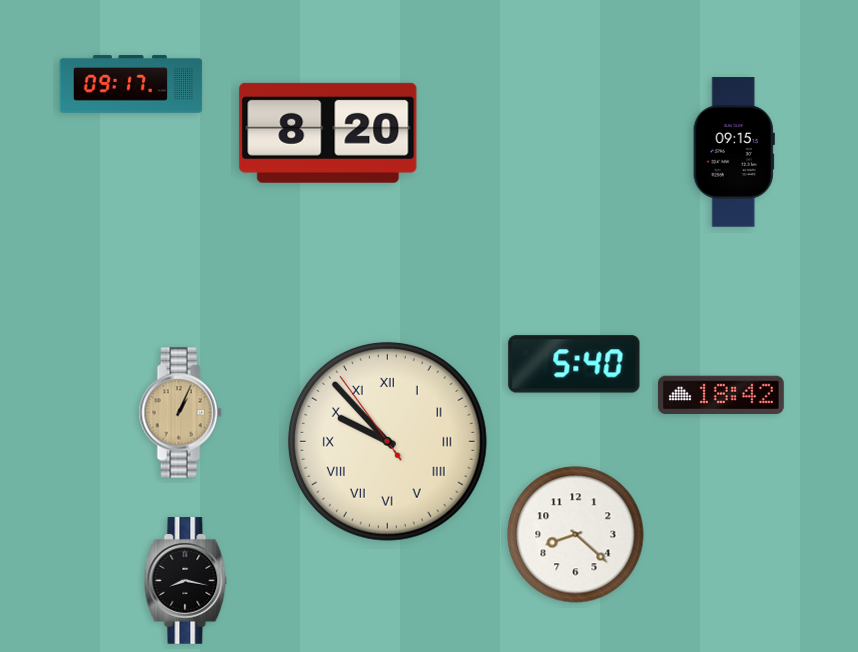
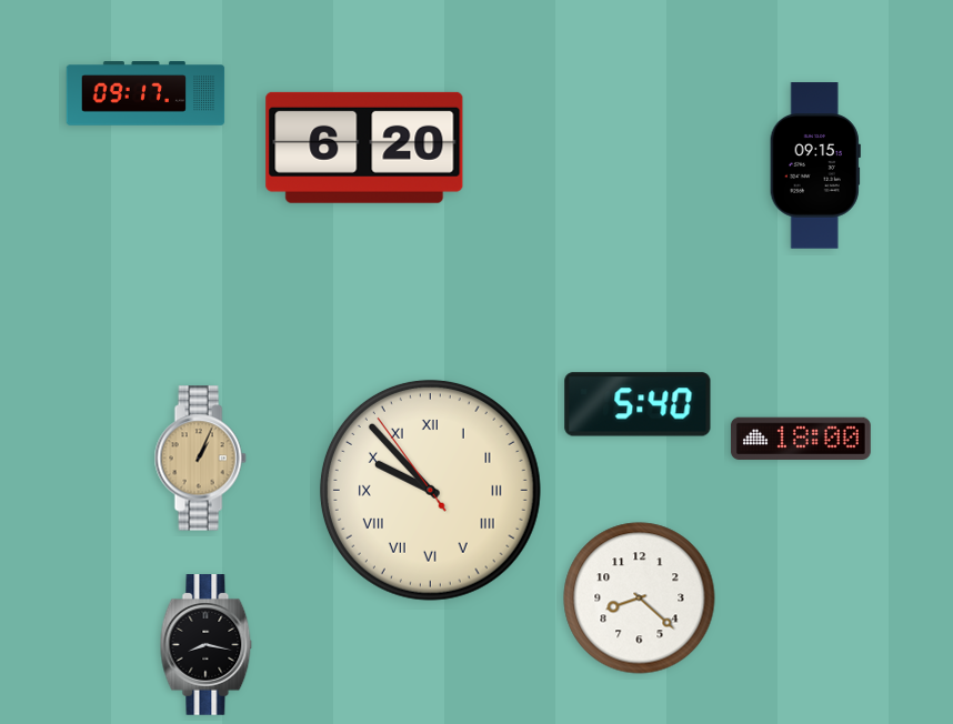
clock at (328, 133): 8:20 -> 6:20
clock at (734, 152) position: (734, 152) -> (815, 165)
clock at (721, 395): 18:42 -> 18:00
clock at (576, 535) position: (576, 535) -> (640, 599)
